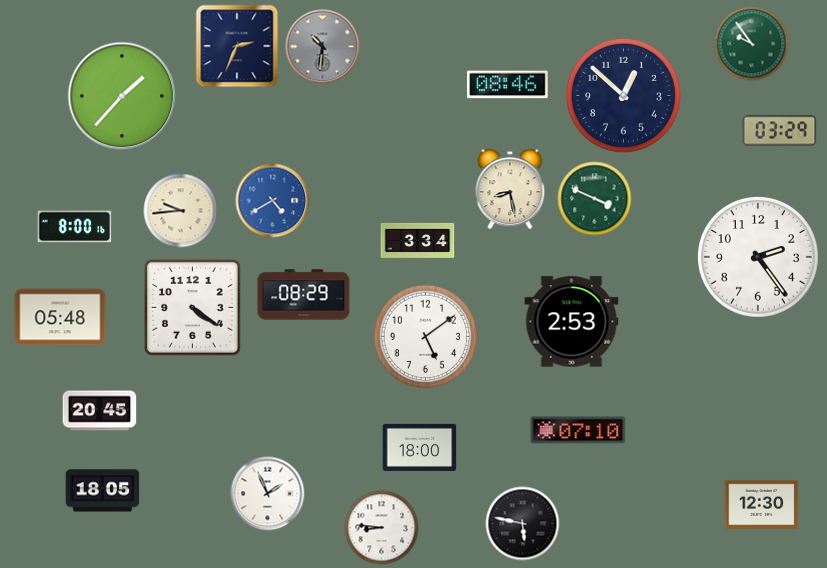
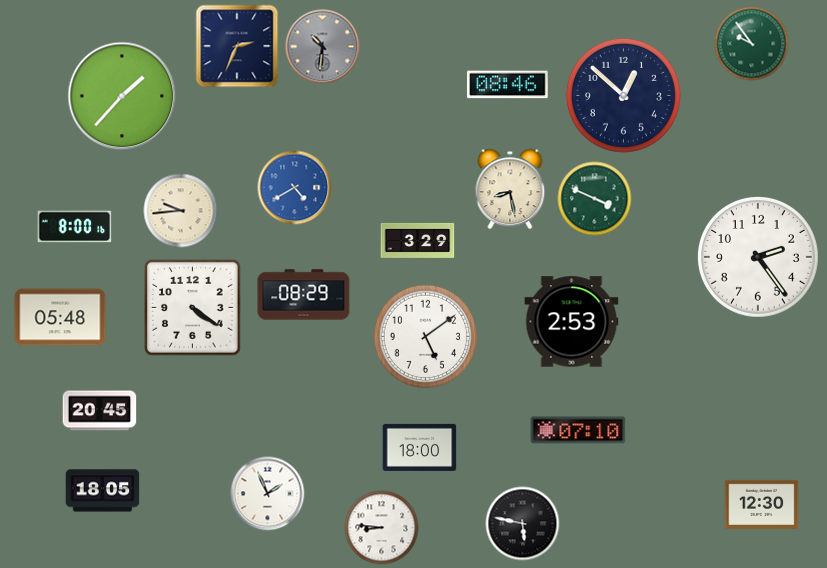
clock at (780, 131): 03:29 -> none
clock at (273, 201) position: (273, 201) -> (295, 188)
clock at (418, 240): 3:34 -> 3:29
